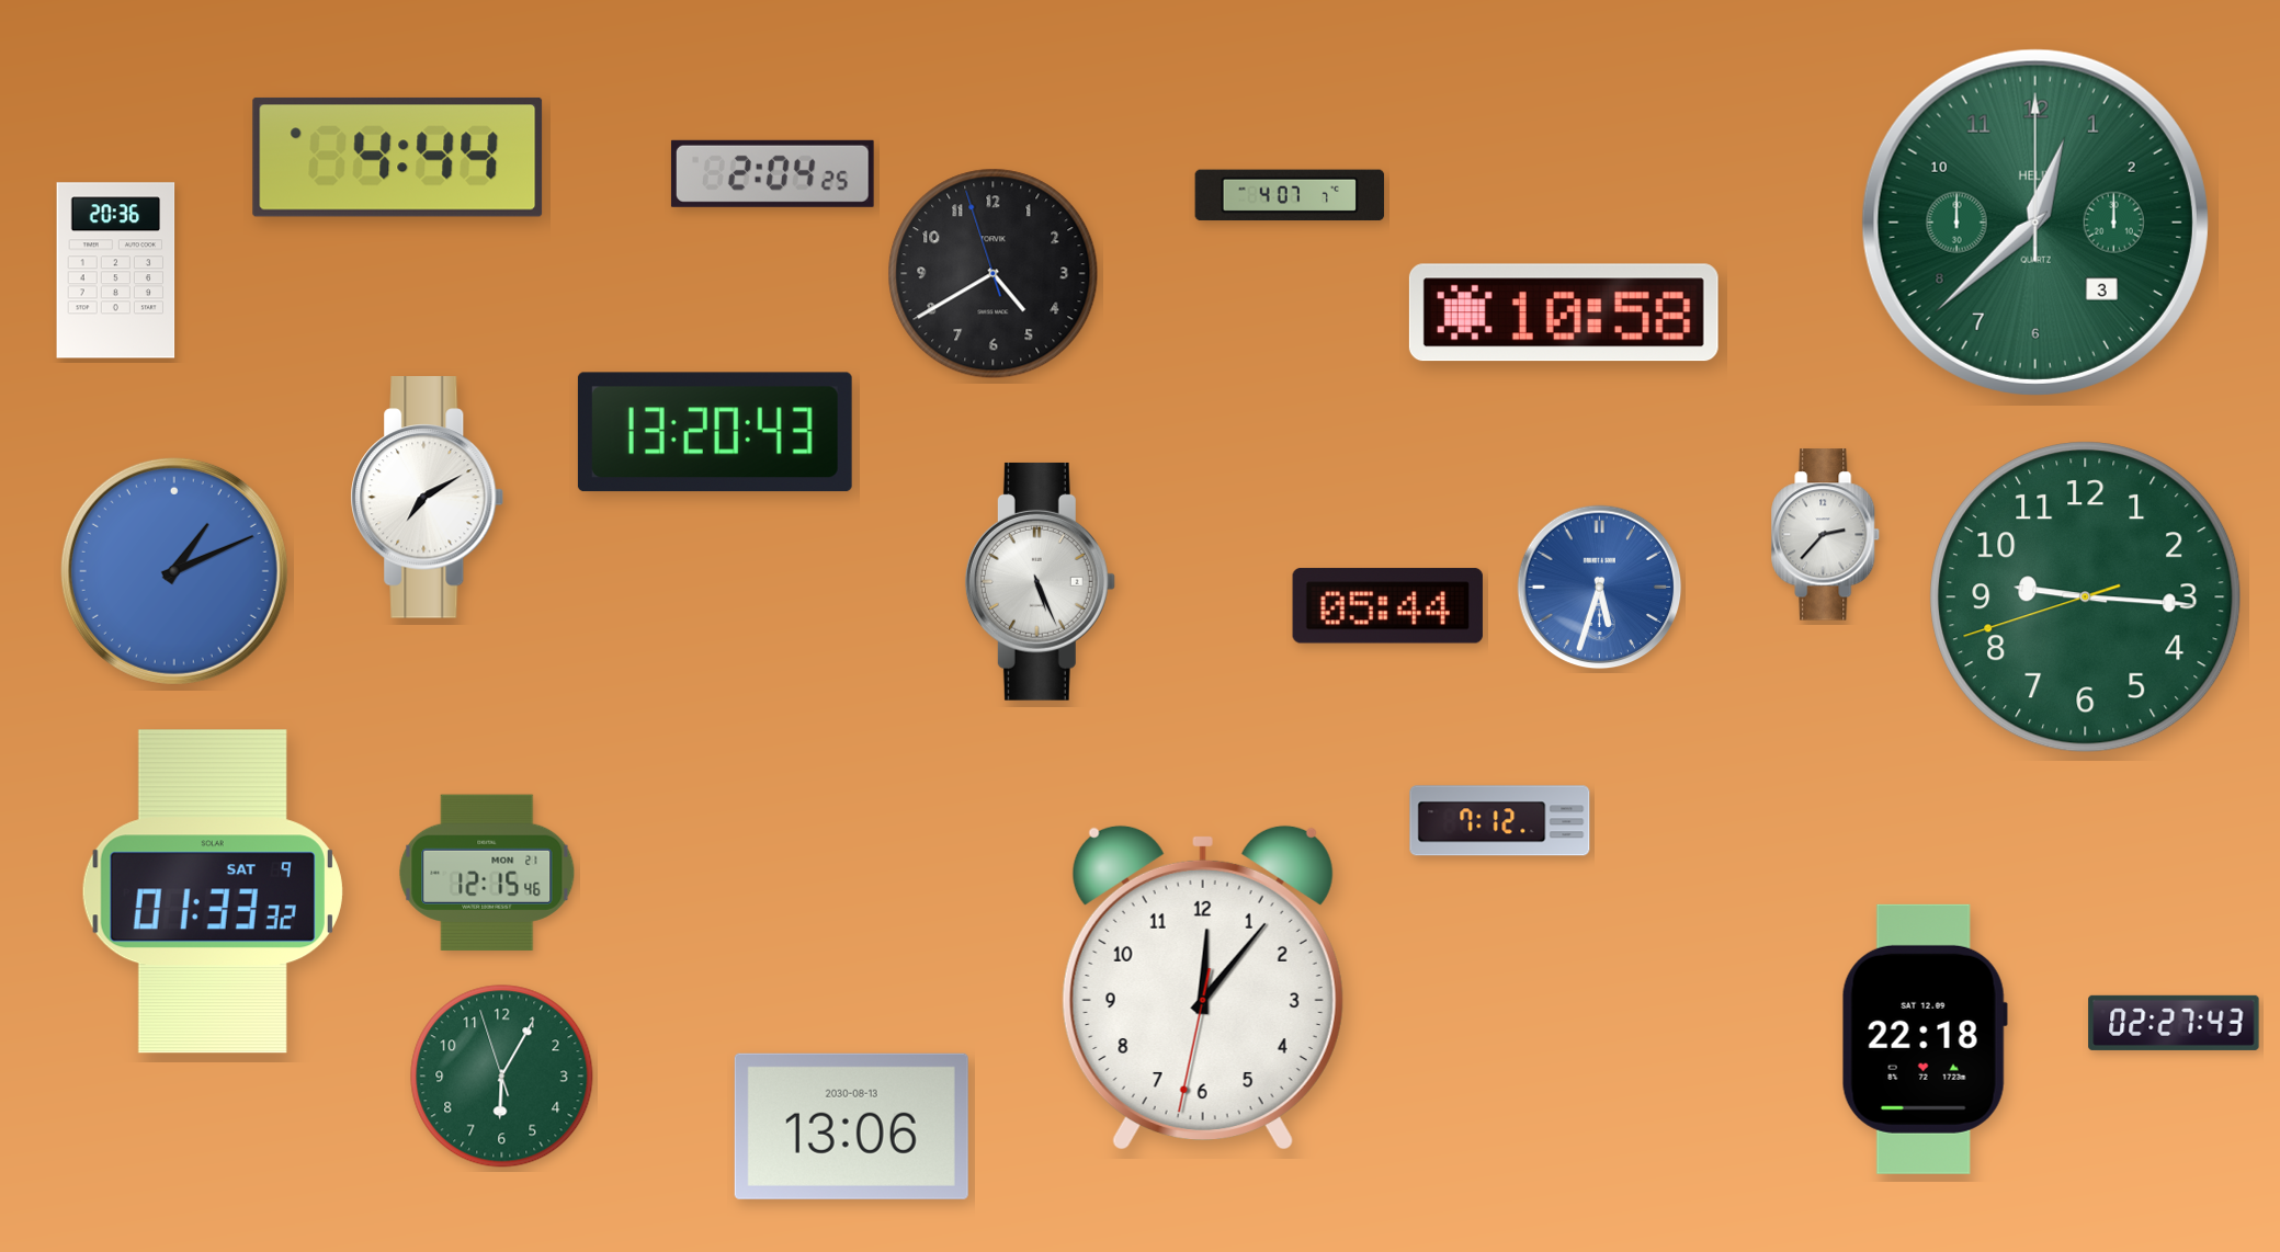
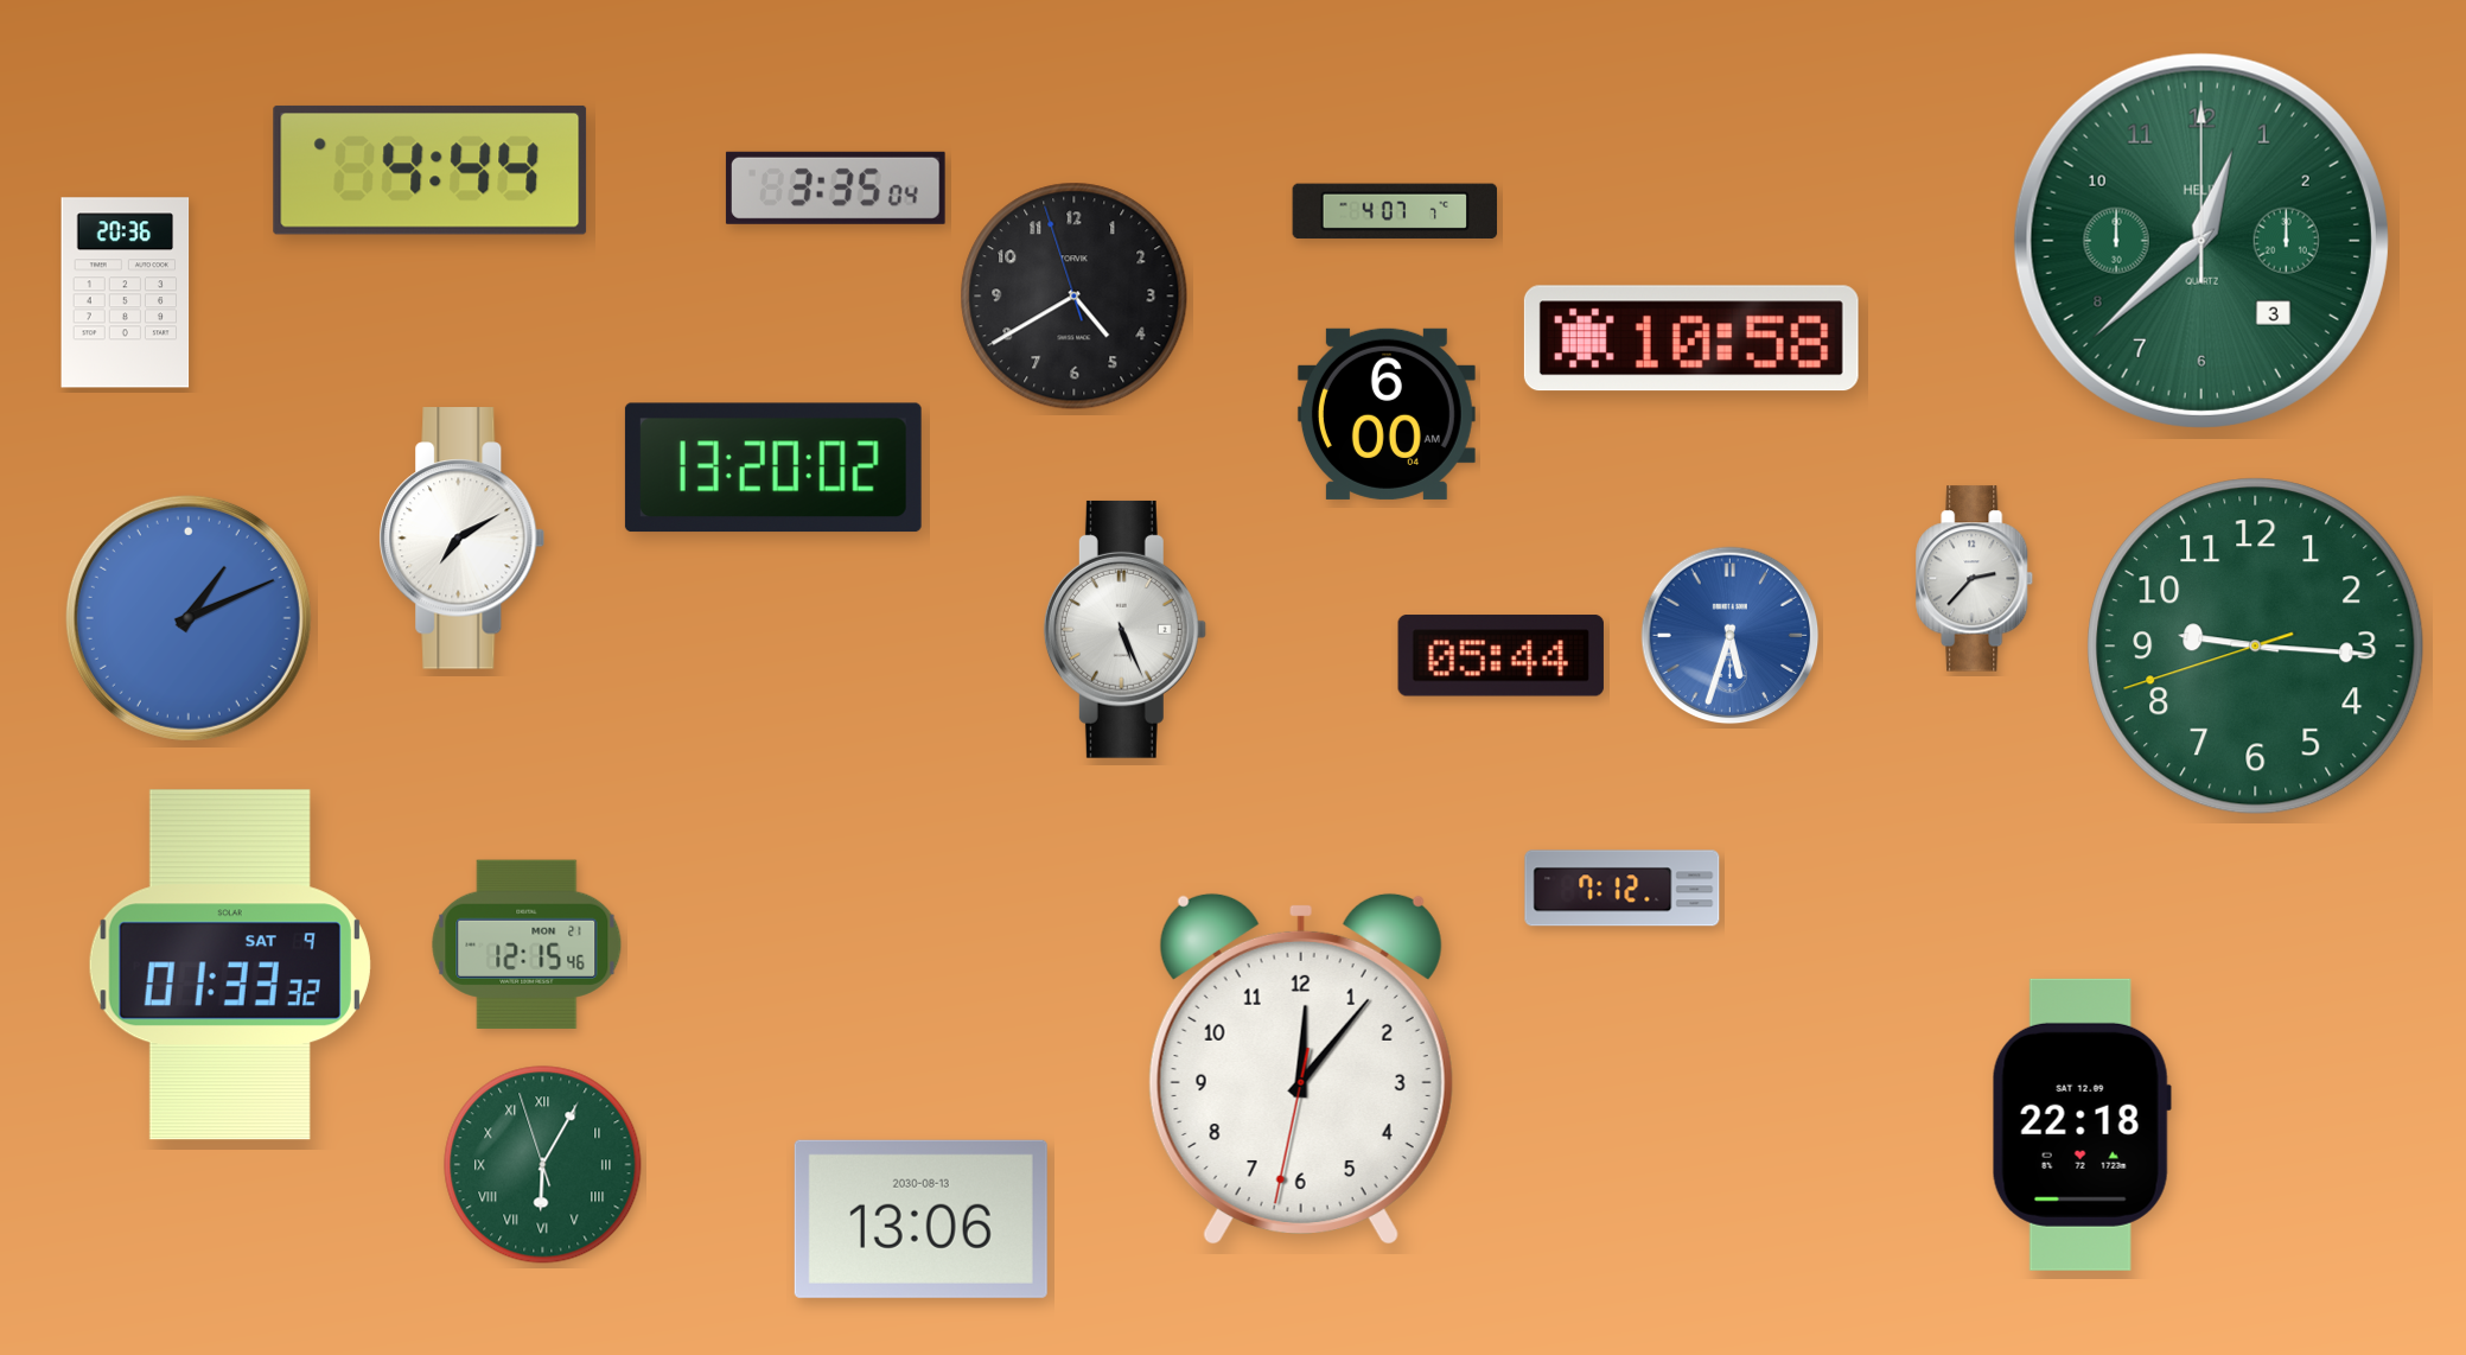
clock at (772, 173): 2:04 -> 3:35
clock at (1387, 414): none -> 6:00
clock at (715, 432): 13:20:43 -> 13:20:02
clock at (2174, 1023): 02:27 -> none
clock at (502, 1077) numerals: Arabic -> Roman
